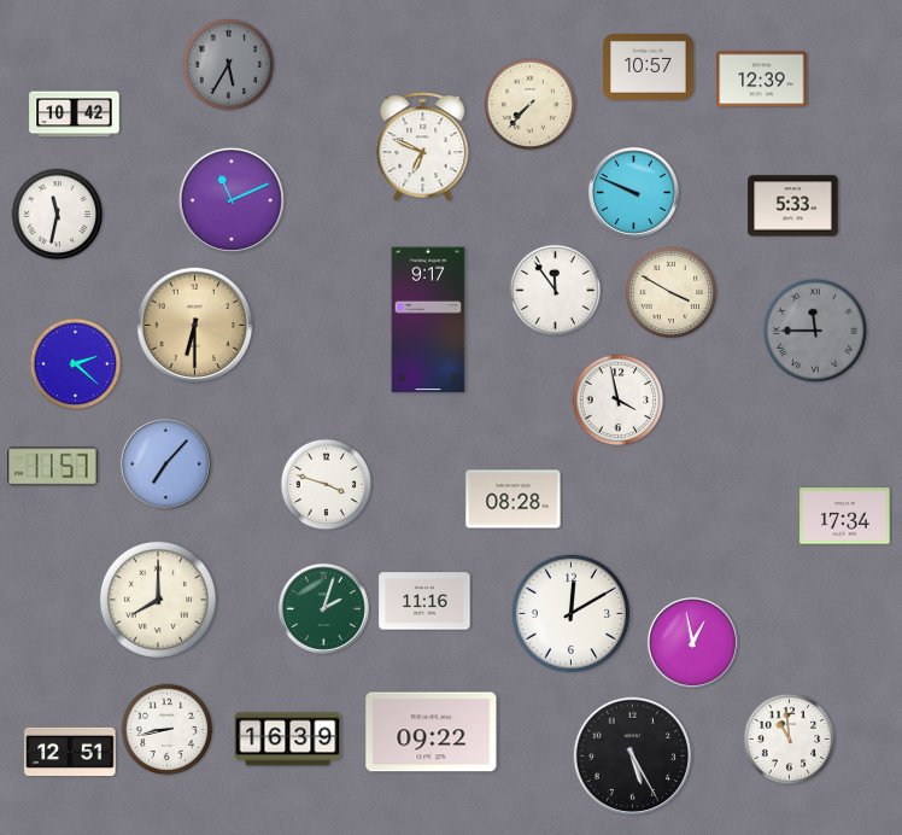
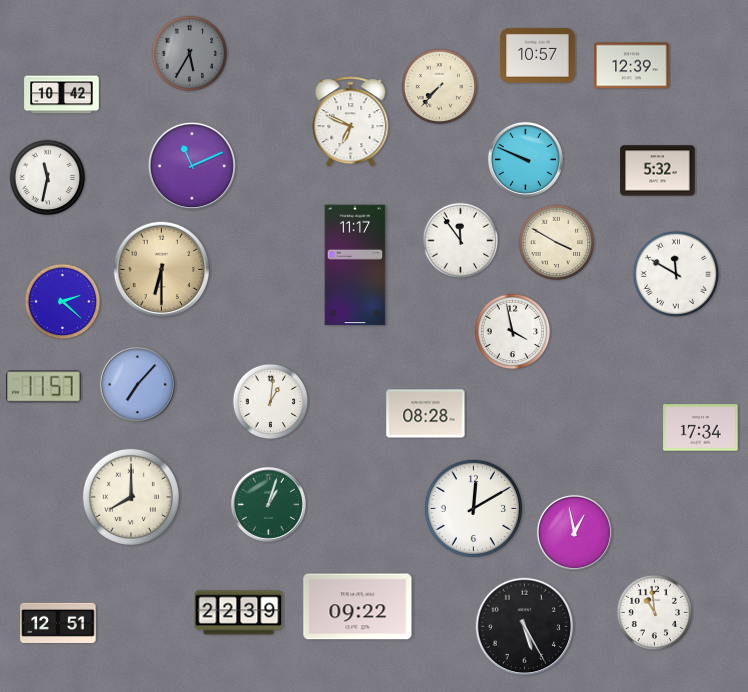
clock at (793, 206): 5:33 -> 5:32
clock at (428, 320): 9:17 -> 11:17
clock at (815, 331): 11:45 -> 11:50
clock at (815, 331) dial: grey -> white
clock at (327, 485): 3:48 -> 1:01
clock at (424, 601): 11:16 -> none
clock at (323, 608): 2:03 -> 1:03
clock at (168, 730): 8:43 -> none
clock at (288, 740): 16:39 -> 22:39
